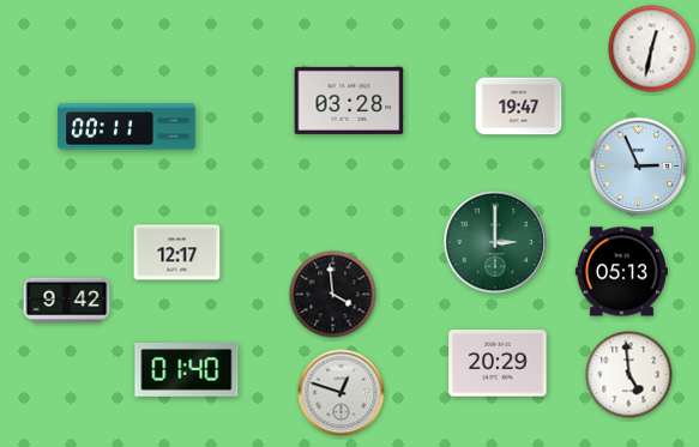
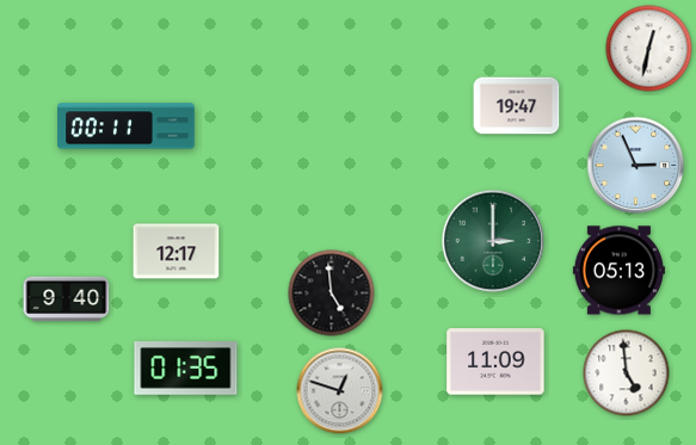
clock at (349, 101): 03:28 -> none
clock at (333, 295): 3:59 -> 4:59
clock at (67, 301): 9:42 -> 9:40
clock at (498, 363): 20:29 -> 11:09
clock at (187, 370): 01:40 -> 01:35
